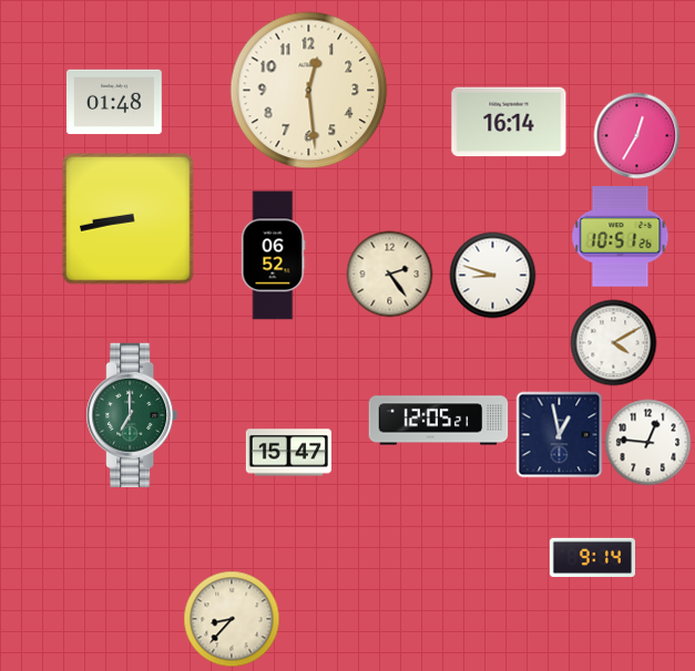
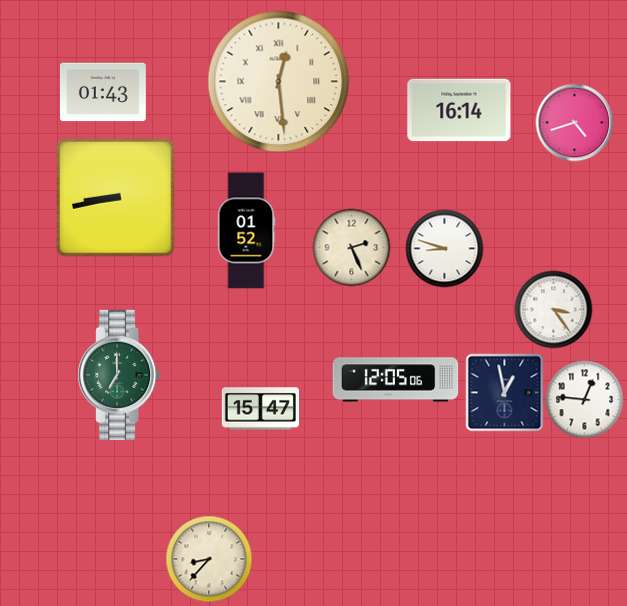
clock at (309, 91) numerals: Arabic -> Roman
clock at (115, 102): 01:48 -> 01:43
clock at (636, 135): 12:35 -> 4:42
clock at (621, 237): 10:51 -> none
clock at (274, 256): 06:52 -> 01:52
clock at (389, 273): 2:24 -> 2:26
clock at (613, 342): 4:10 -> 3:24
clock at (439, 421): 12:05:21 -> 12:05:06
clock at (592, 558): 9:14 -> none
